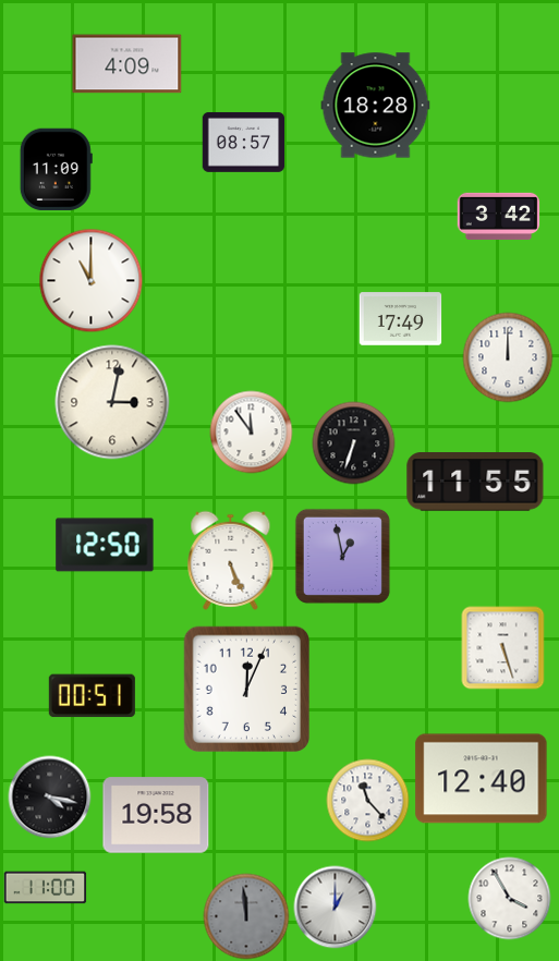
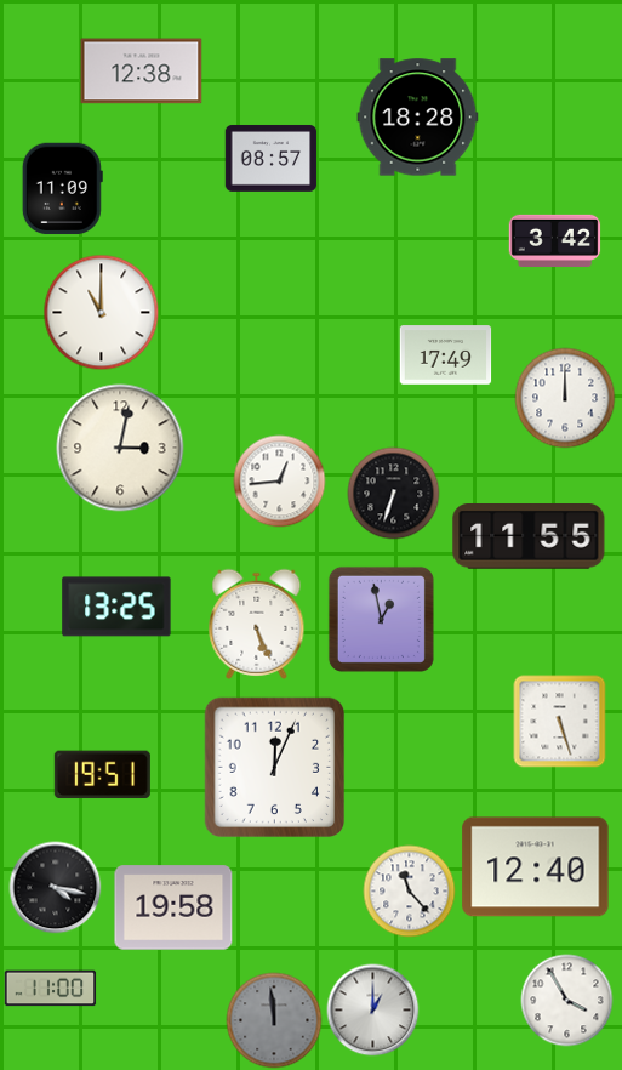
clock at (127, 64): 4:09 -> 12:38
clock at (112, 402) position: (112, 402) -> (120, 448)
clock at (252, 433): 11:54 -> 12:44
clock at (105, 545): 12:50 -> 13:25
clock at (92, 696): 00:51 -> 19:51
